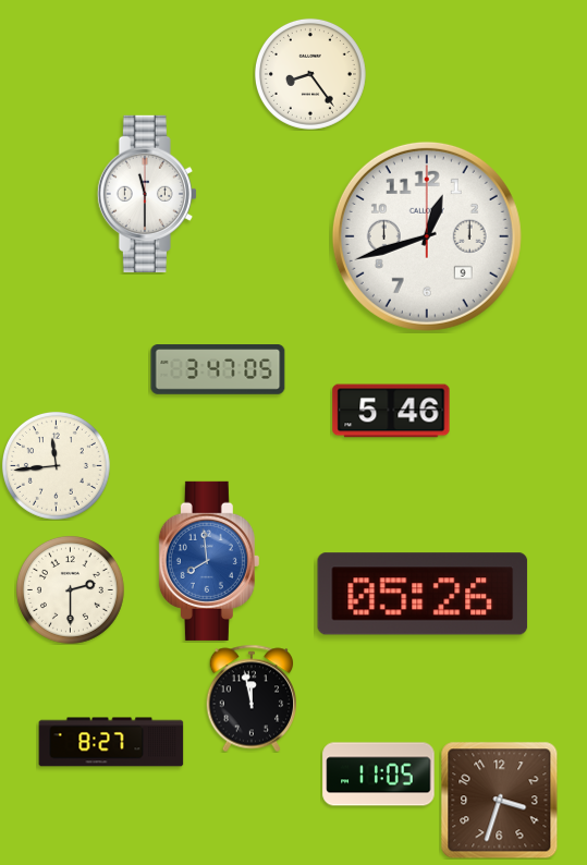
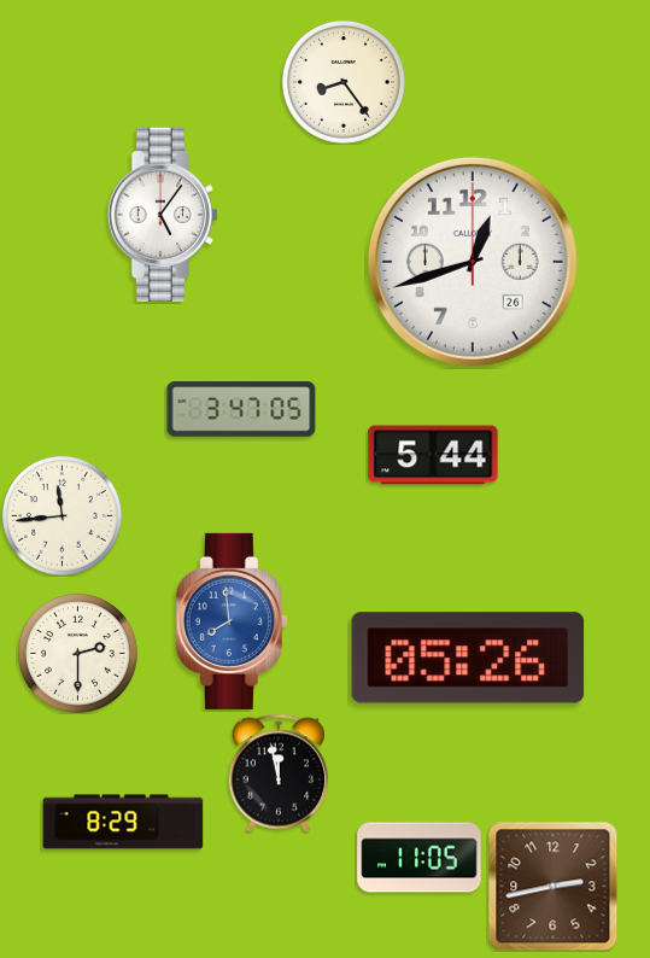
clock at (147, 194): 11:30 -> 5:06
clock at (427, 236) date: 9 -> 26
clock at (391, 411): 5:46 -> 5:44
clock at (111, 742): 8:27 -> 8:29
clock at (499, 800): 3:33 -> 2:43
